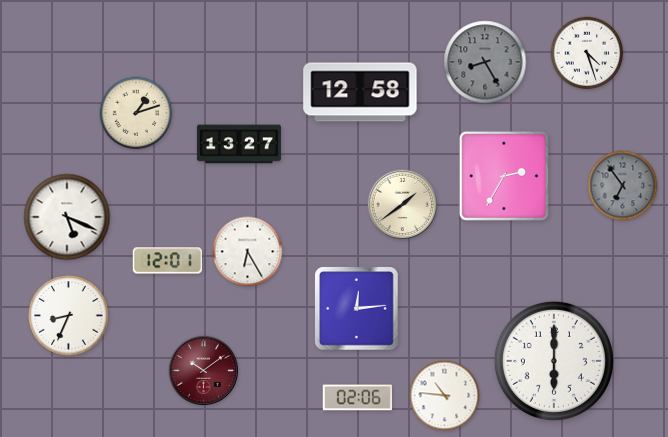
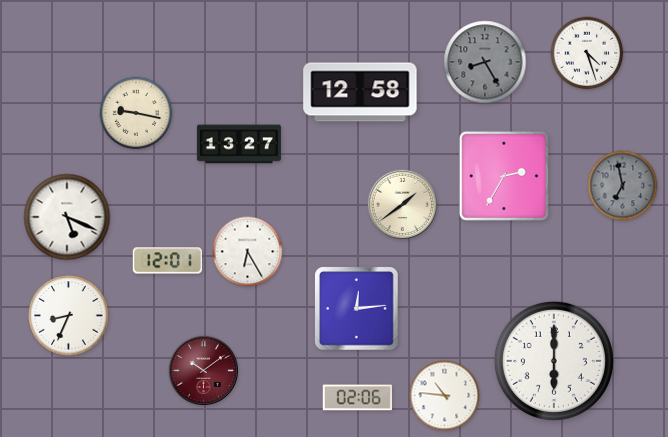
clock at (136, 113): 1:12 -> 9:17
clock at (623, 186): 6:54 -> 6:58
